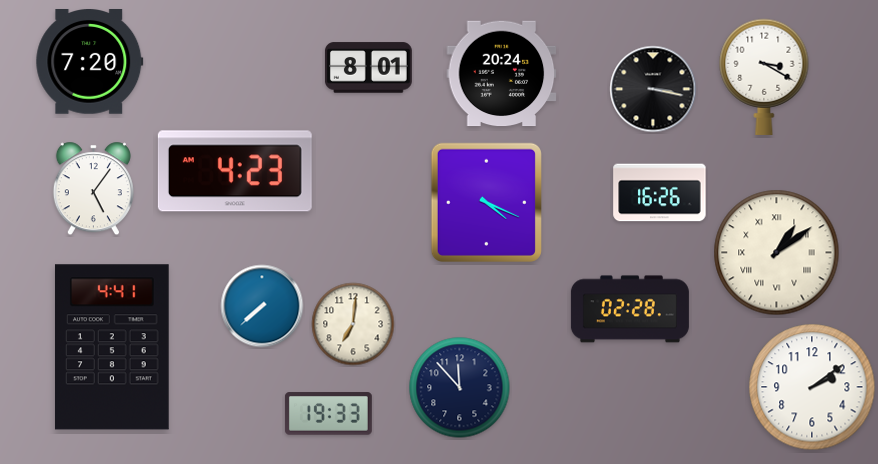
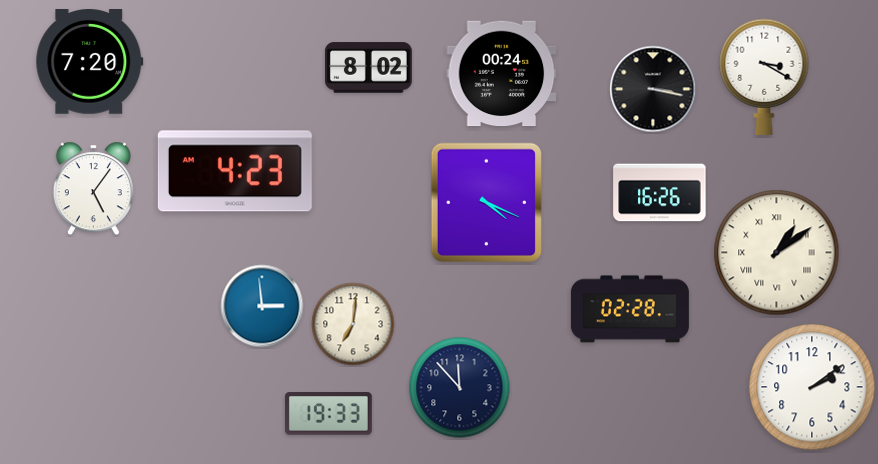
clock at (368, 68): 8:01 -> 8:02
clock at (502, 74): 20:24 -> 00:24
clock at (262, 306): 7:38 -> 2:59
clock at (112, 347): 4:41 -> none
